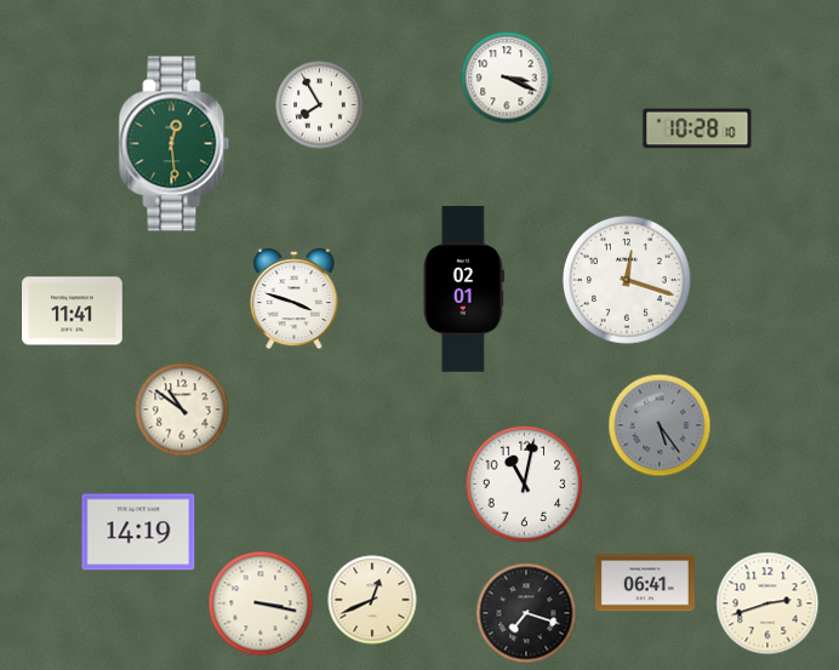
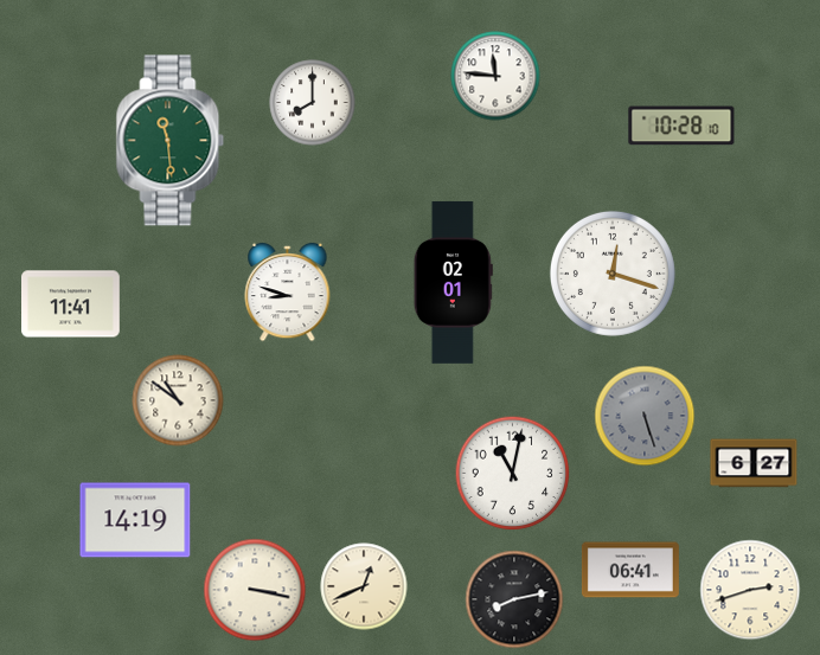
clock at (507, 78): 3:19 -> 11:46
clock at (320, 105): 7:55 -> 8:00
clock at (175, 144): 12:29 -> 11:29
clock at (295, 299): 3:48 -> 8:48
clock at (660, 425): 5:24 -> 5:27
clock at (754, 463): none -> 6:27
clock at (526, 613): 7:18 -> 8:13
